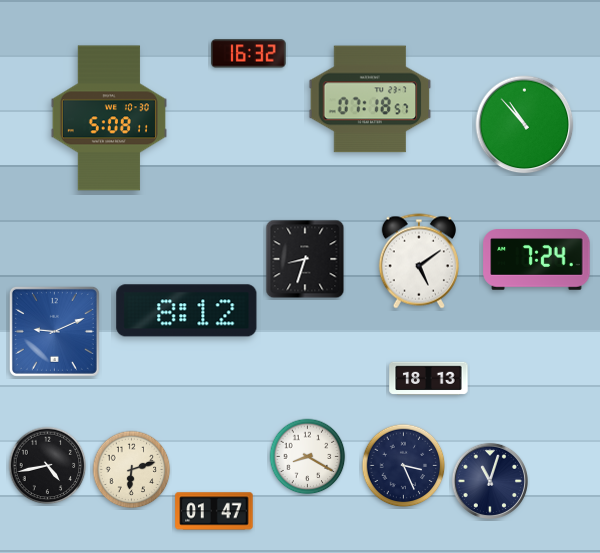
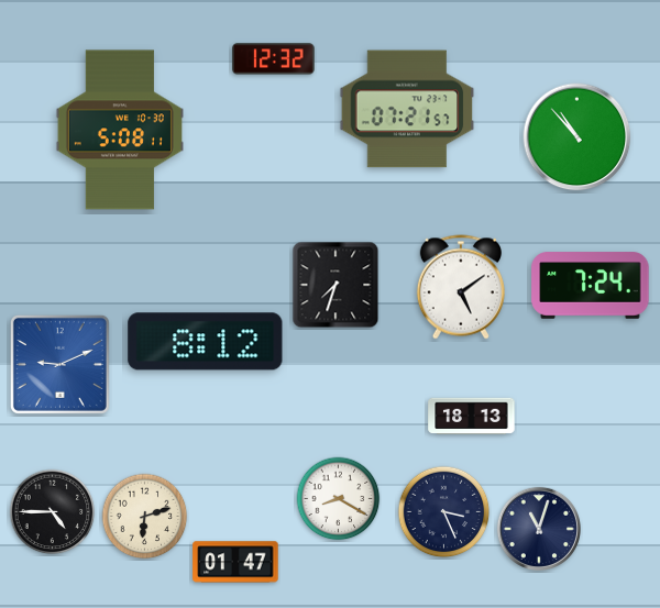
clock at (249, 54): 16:32 -> 12:32
clock at (370, 99): 07:18 -> 07:21
clock at (305, 259): 8:33 -> 7:33
clock at (308, 457) position: (308, 457) -> (339, 499)
clock at (48, 466): 4:43 -> 4:45
